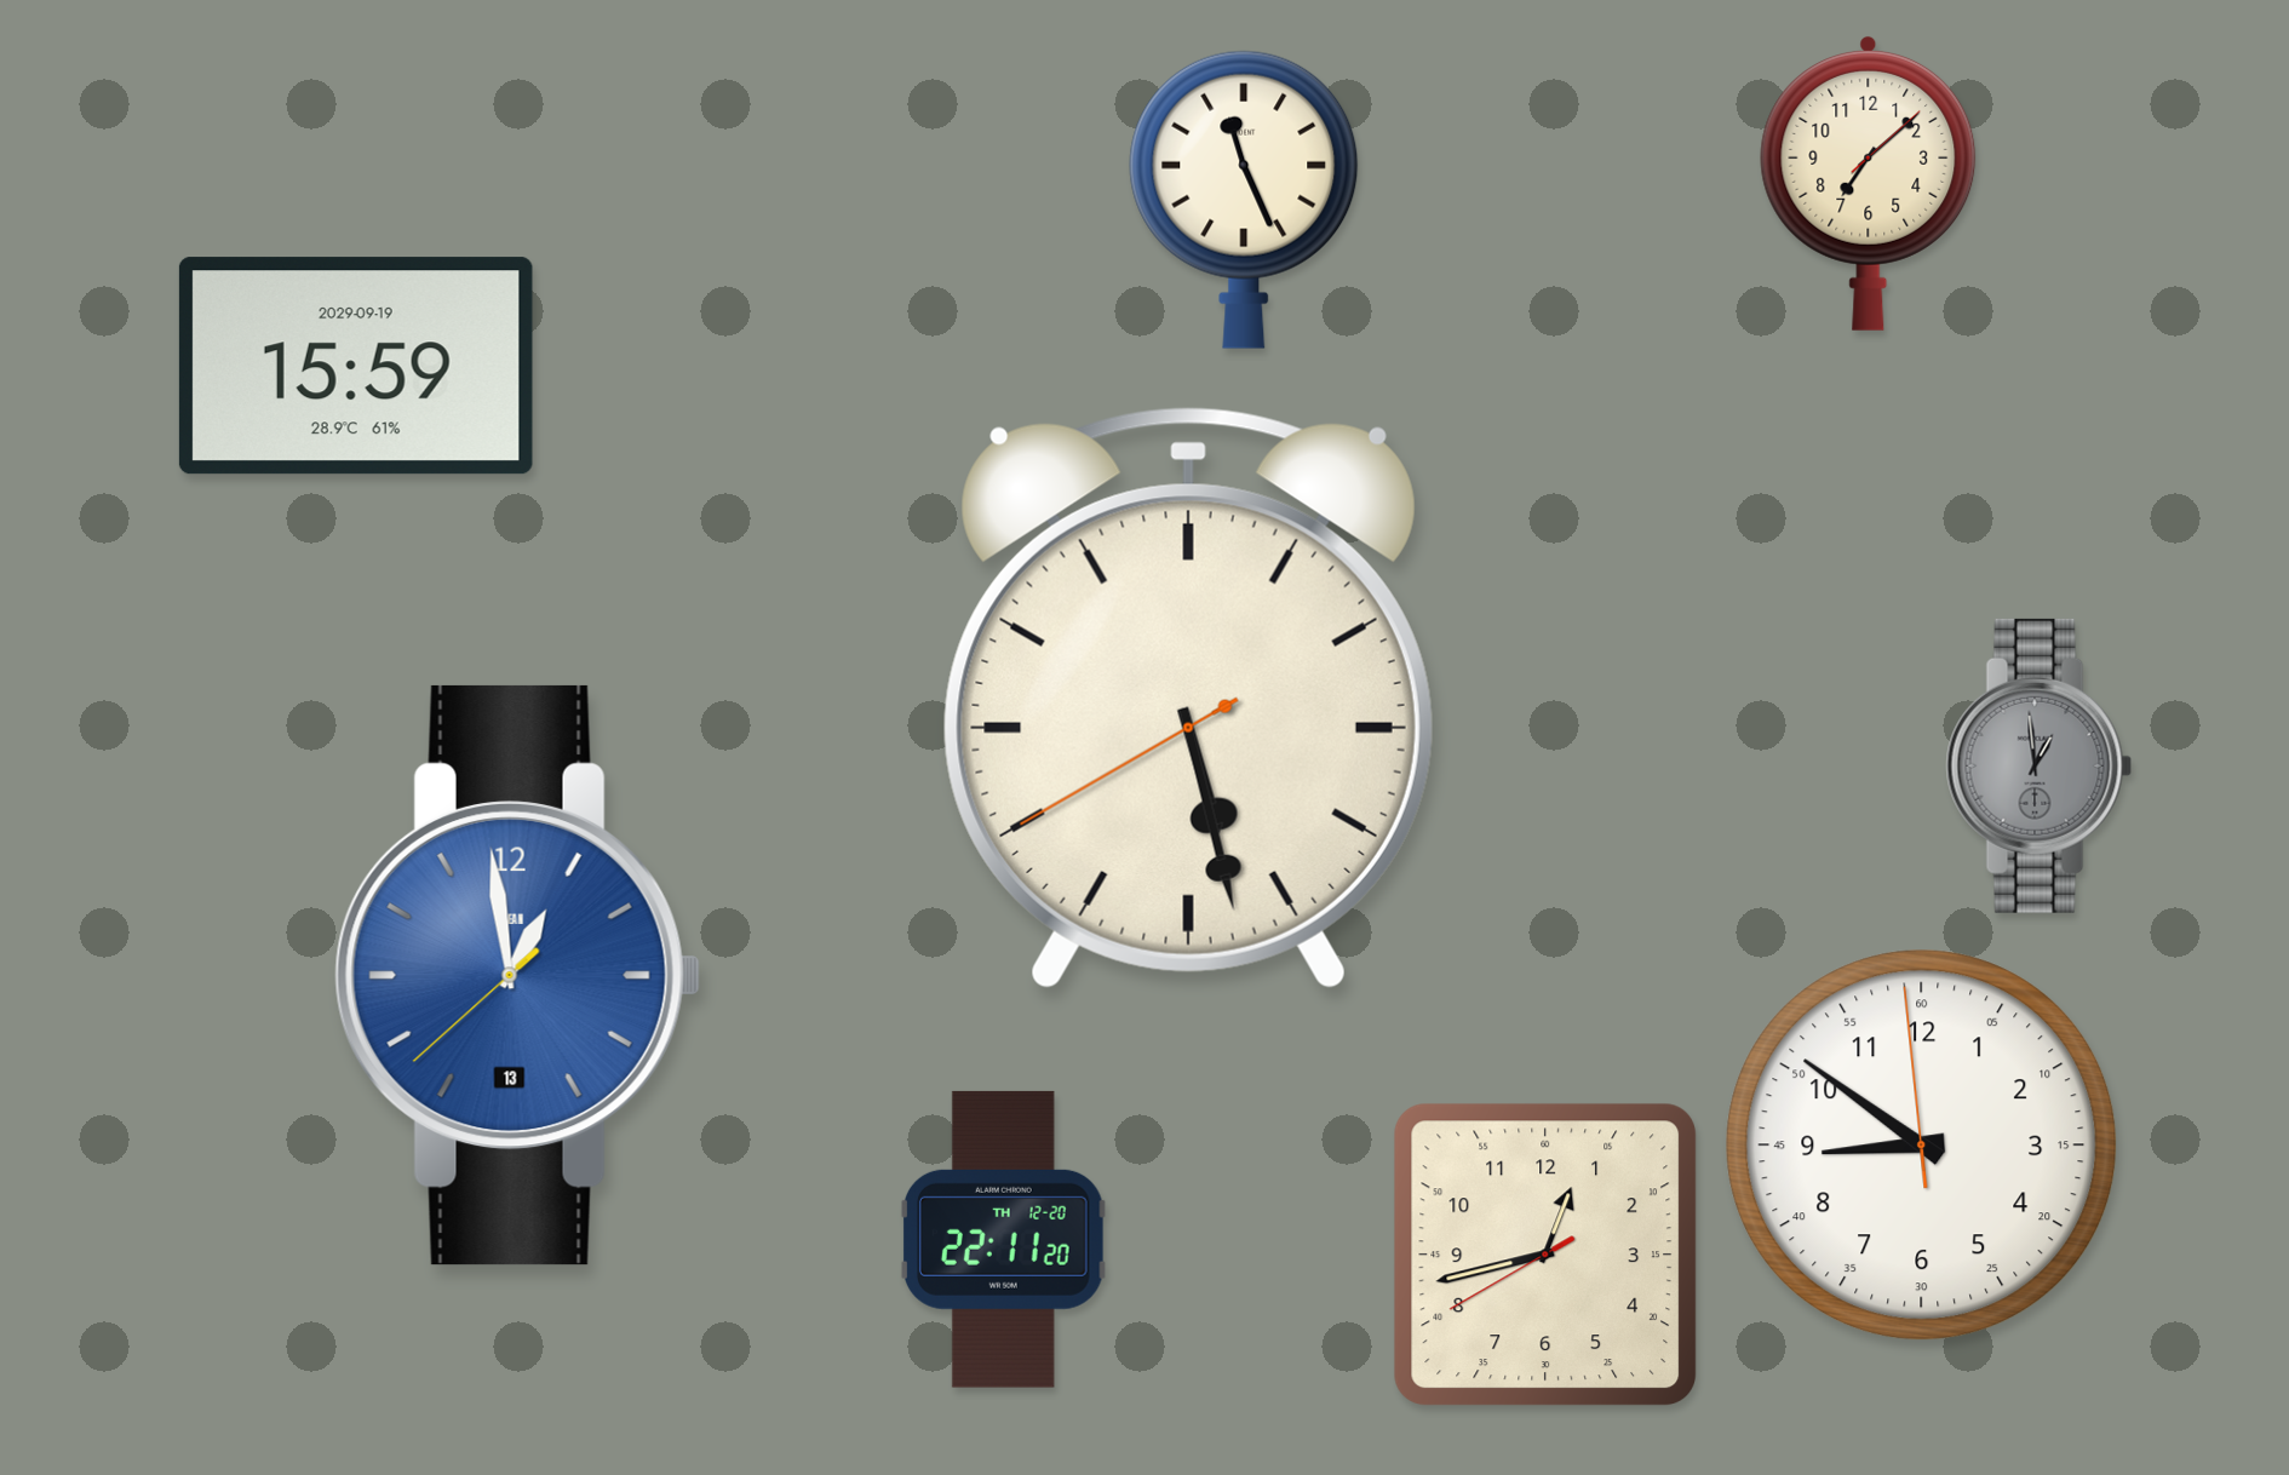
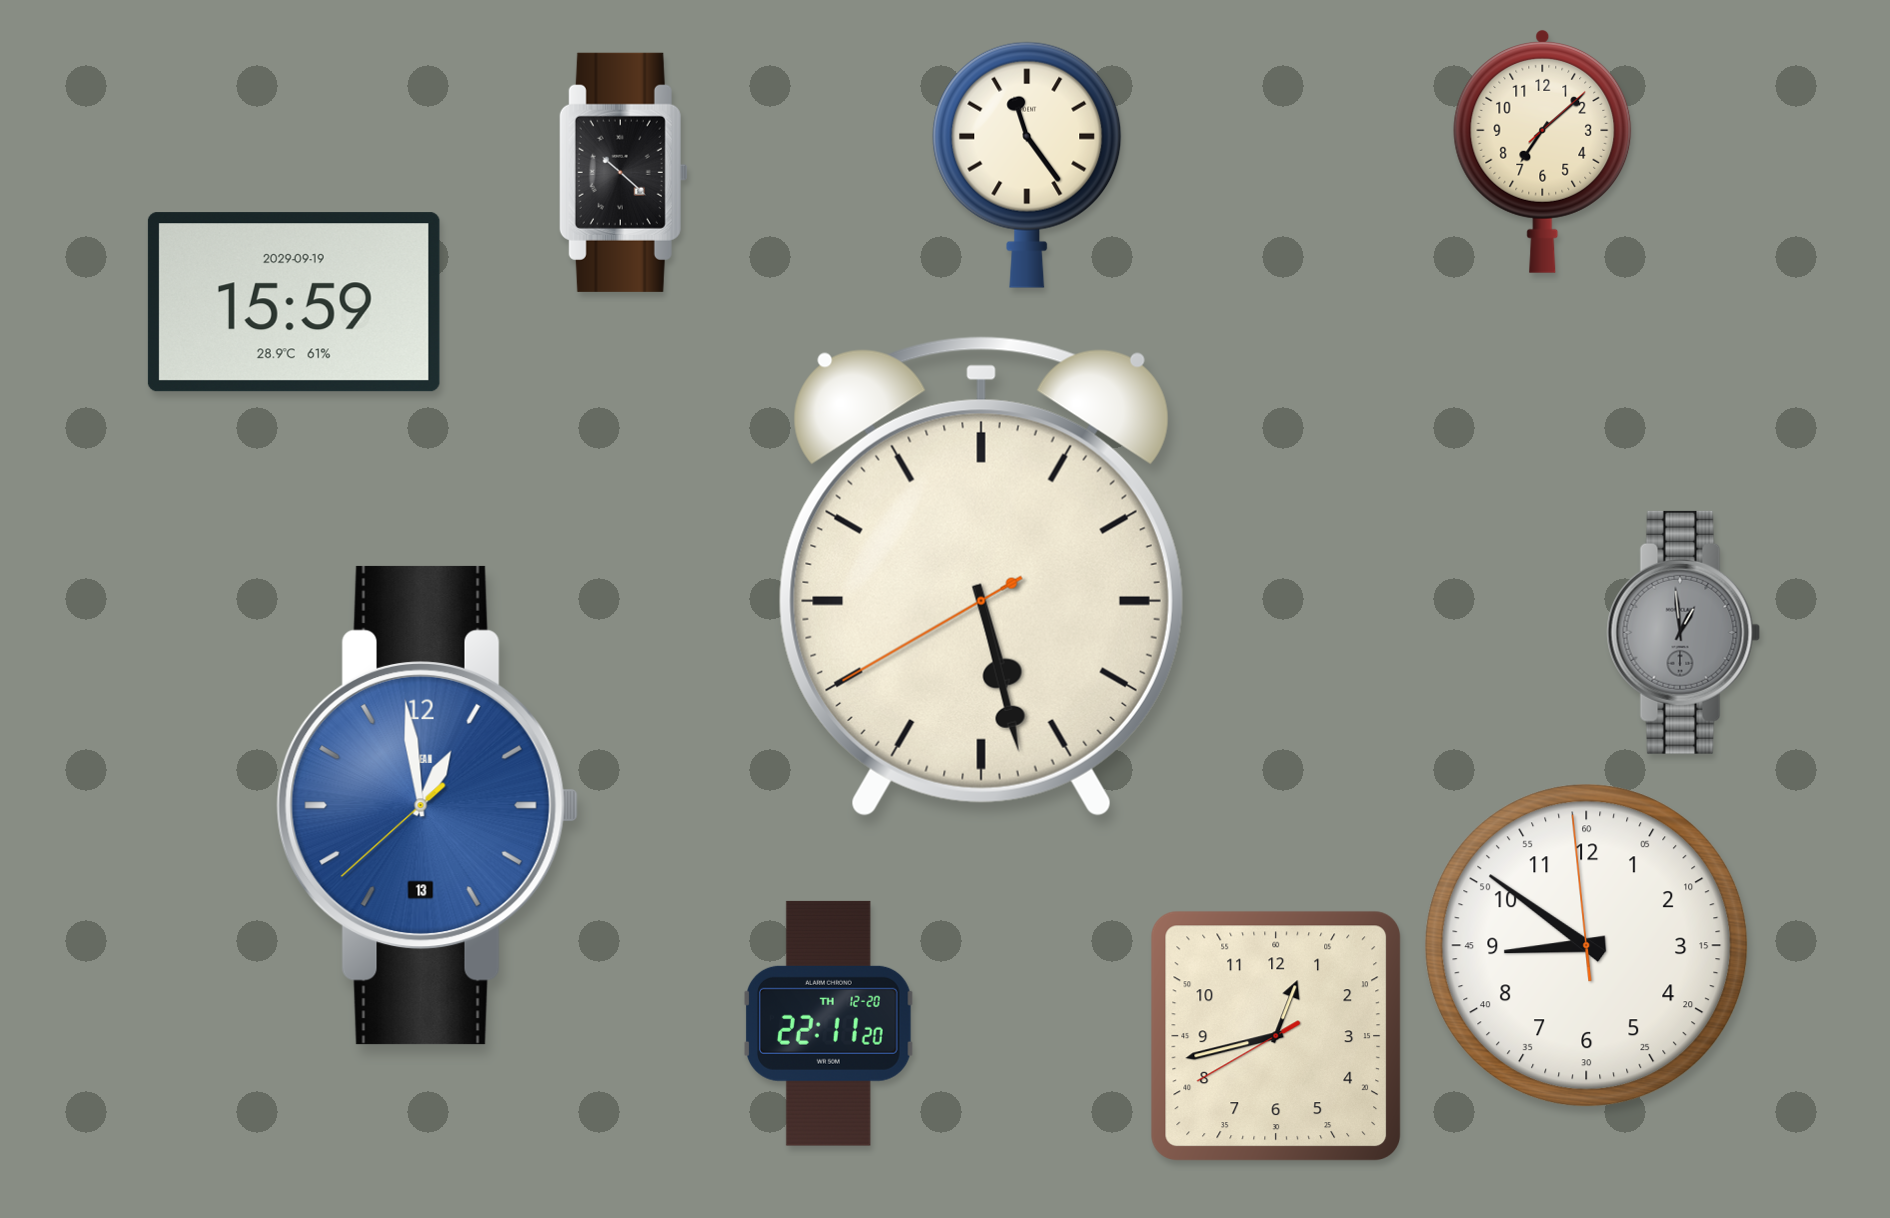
clock at (1244, 200): 11:26 -> 11:24
clock at (623, 172): none -> 10:22
